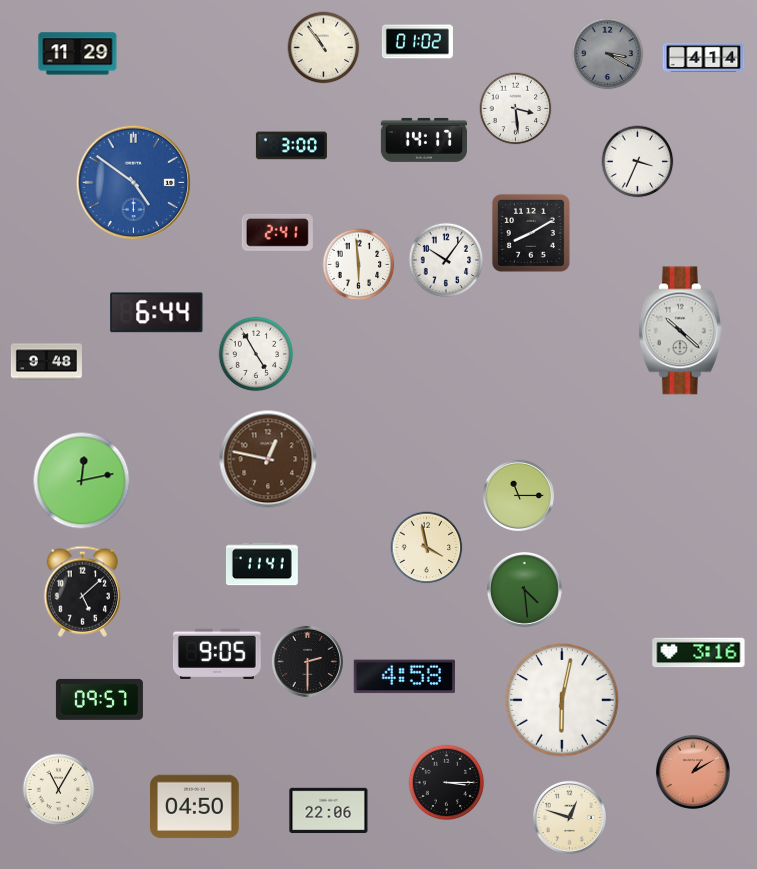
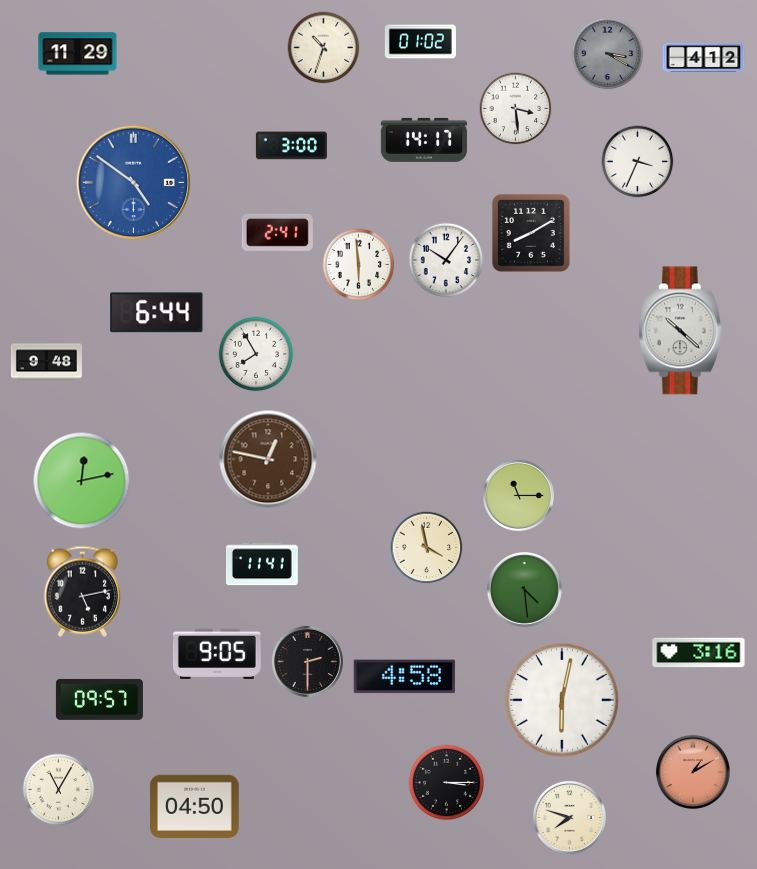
clock at (417, 42) position: (417, 42) -> (420, 42)
clock at (324, 48): 10:54 -> 10:33
clock at (704, 57): 4:14 -> 4:12
clock at (256, 354): 4:55 -> 7:55
clock at (82, 591): 5:08 -> 5:13
clock at (329, 811): 22:06 -> none
clock at (569, 817): 12:48 -> 7:48
